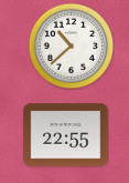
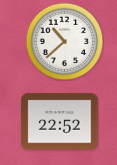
clock at (66, 135): 22:55 -> 22:52
